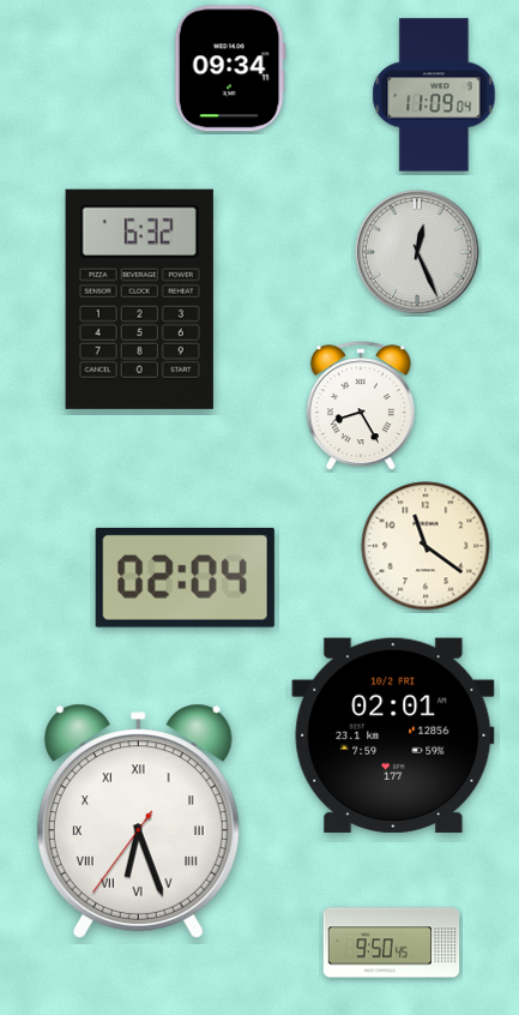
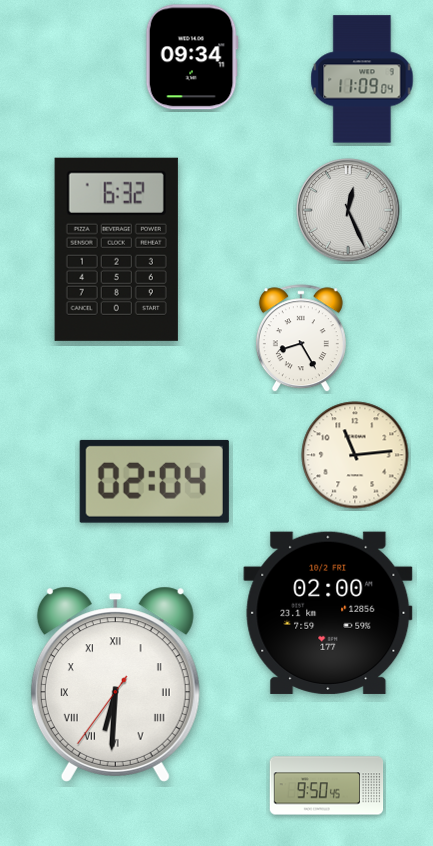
clock at (426, 546): 11:21 -> 11:14
clock at (393, 735): 02:01 -> 02:00
clock at (138, 821): 6:26 -> 6:30
